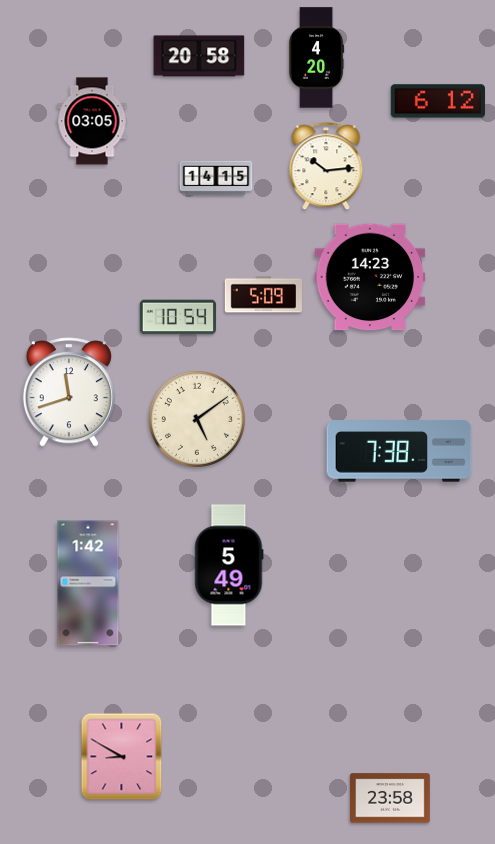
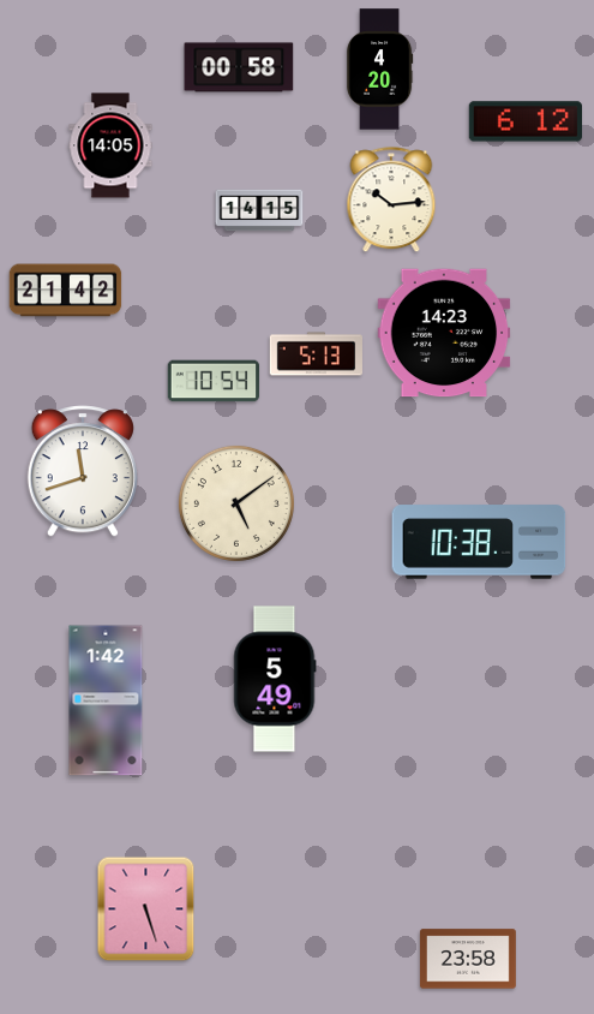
clock at (199, 56): 20:58 -> 00:58
clock at (92, 121): 03:05 -> 14:05
clock at (216, 178) position: (216, 178) -> (259, 210)
clock at (66, 291): none -> 21:42
clock at (263, 295): 5:09 -> 5:13
clock at (399, 451): 7:38 -> 10:38
clock at (122, 757): 8:50 -> 5:27
